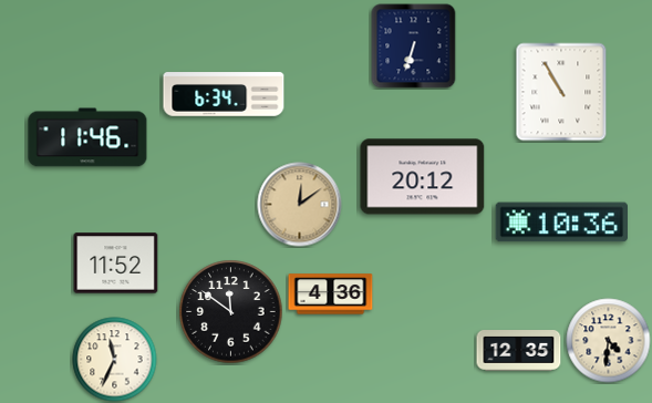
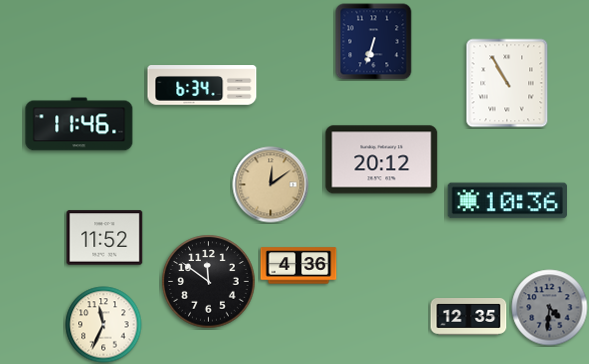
clock at (609, 341) dial: cream -> grey
